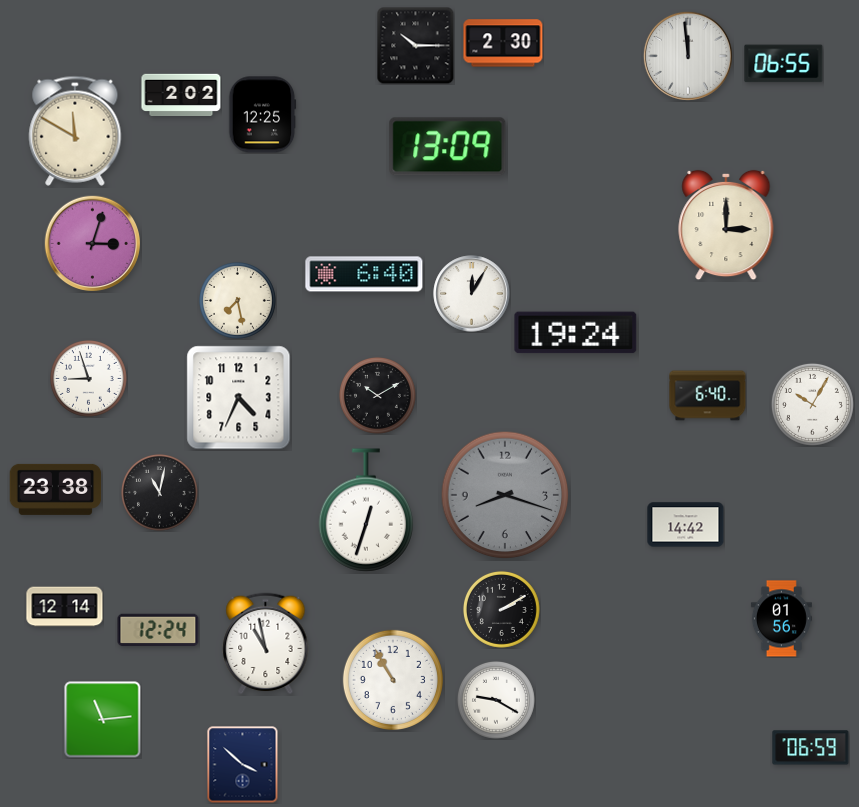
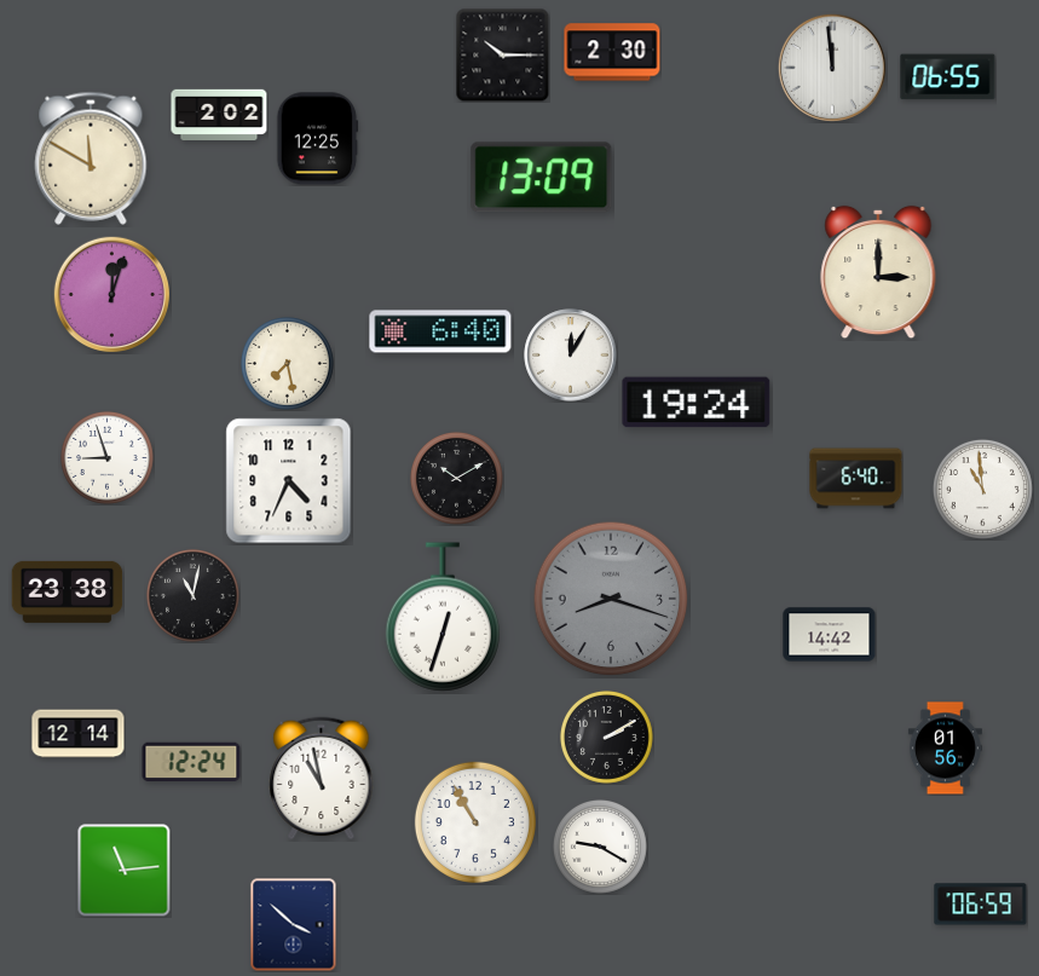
clock at (503, 43) position: (503, 43) -> (612, 52)
clock at (92, 243): 3:03 -> 12:03
clock at (812, 404): 10:05 -> 10:59
